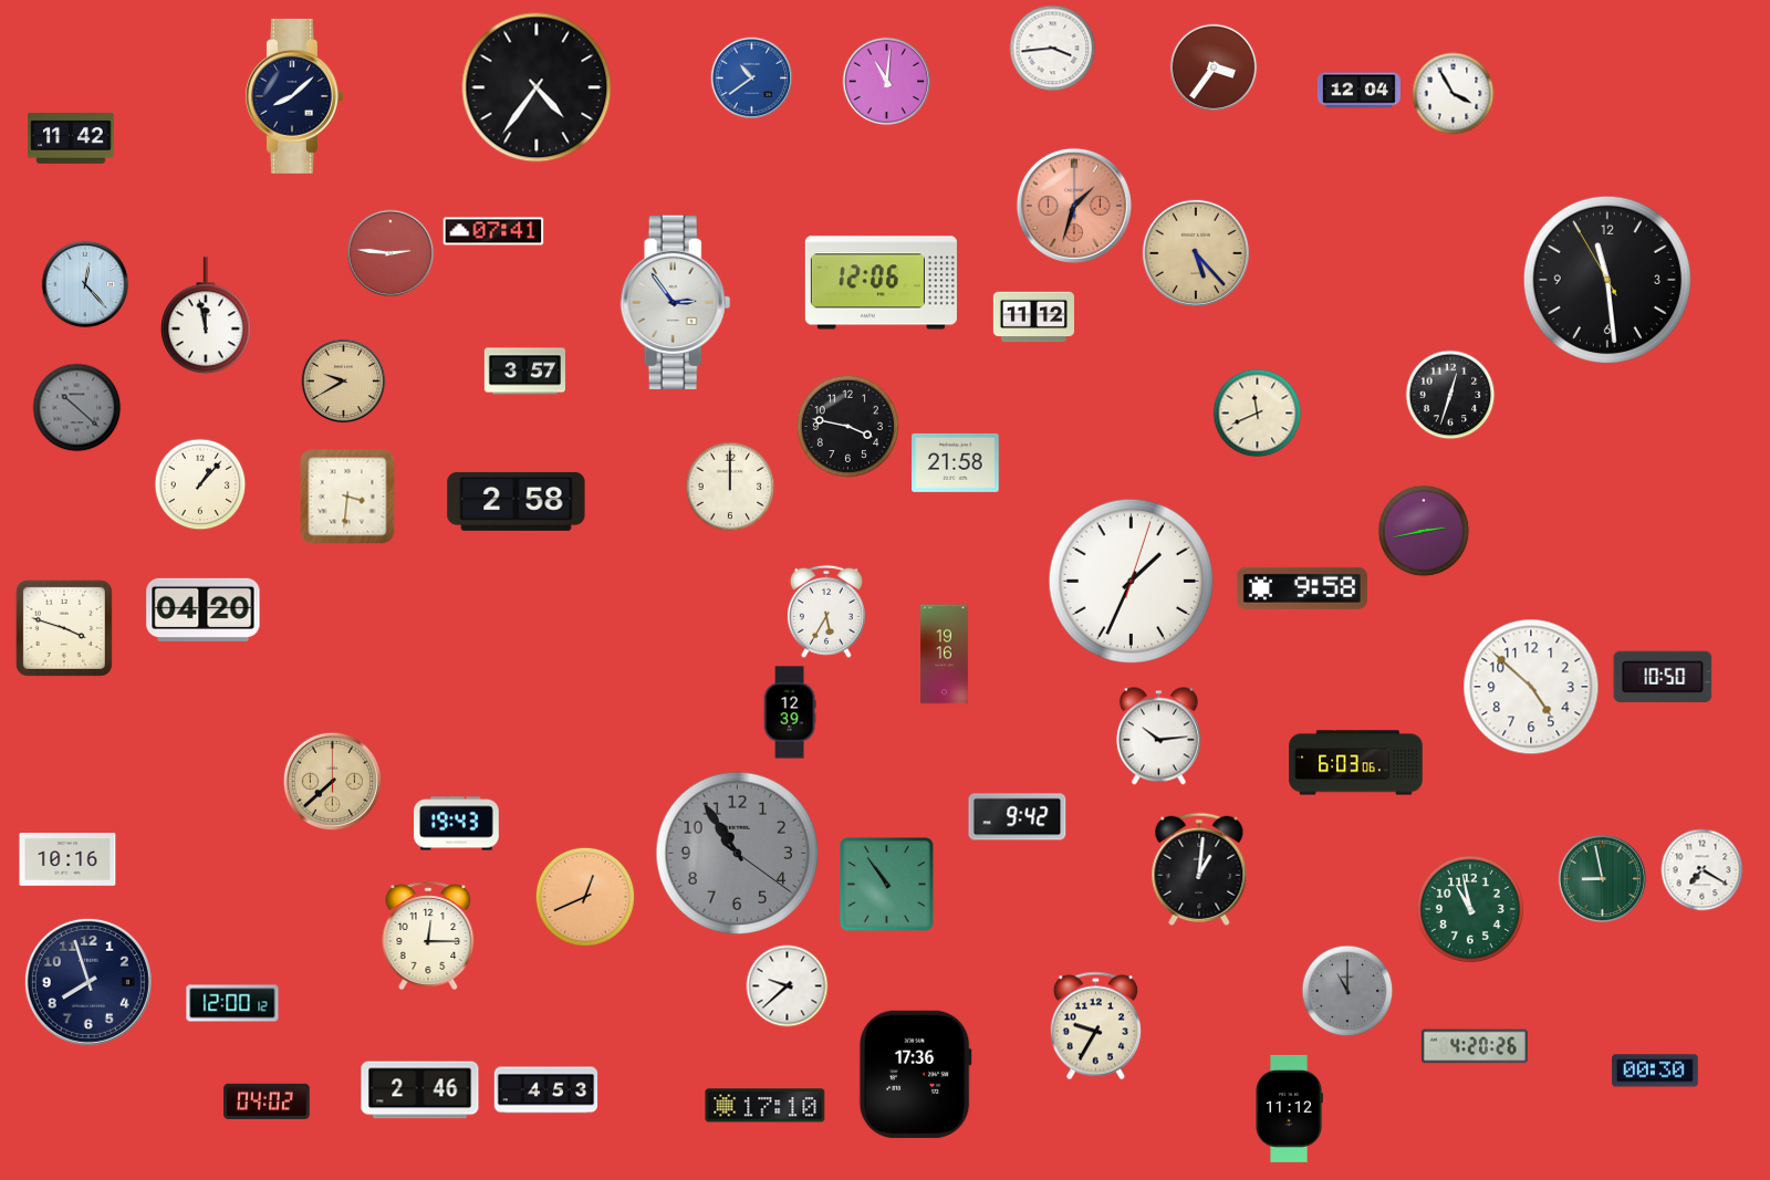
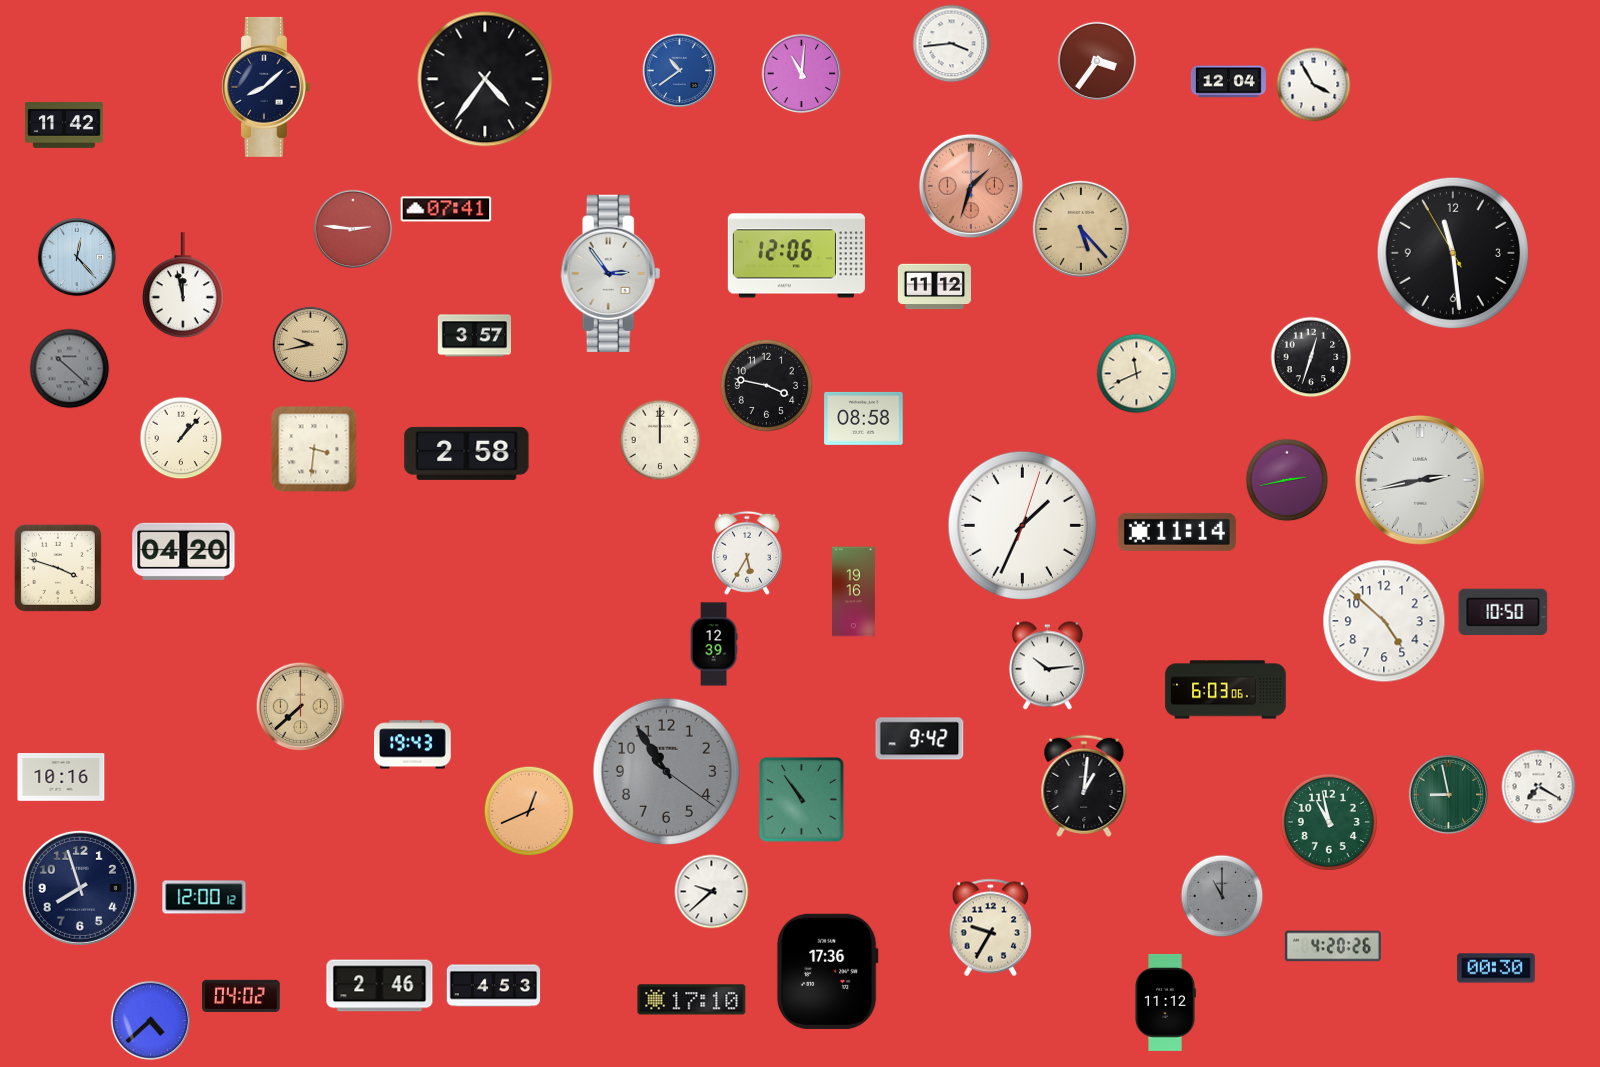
clock at (207, 315) position: (207, 315) -> (184, 285)
clock at (344, 382): 9:40 -> 9:43
clock at (956, 462): 21:58 -> 08:58
clock at (1420, 480): none -> 2:43
clock at (1302, 588): 9:58 -> 11:14
clock at (428, 936): 12:15 -> none
clock at (1347, 991) position: (1347, 991) -> (1222, 896)
clock at (232, 1003) position: (232, 1003) -> (204, 897)
clock at (151, 1021): none -> 4:38
